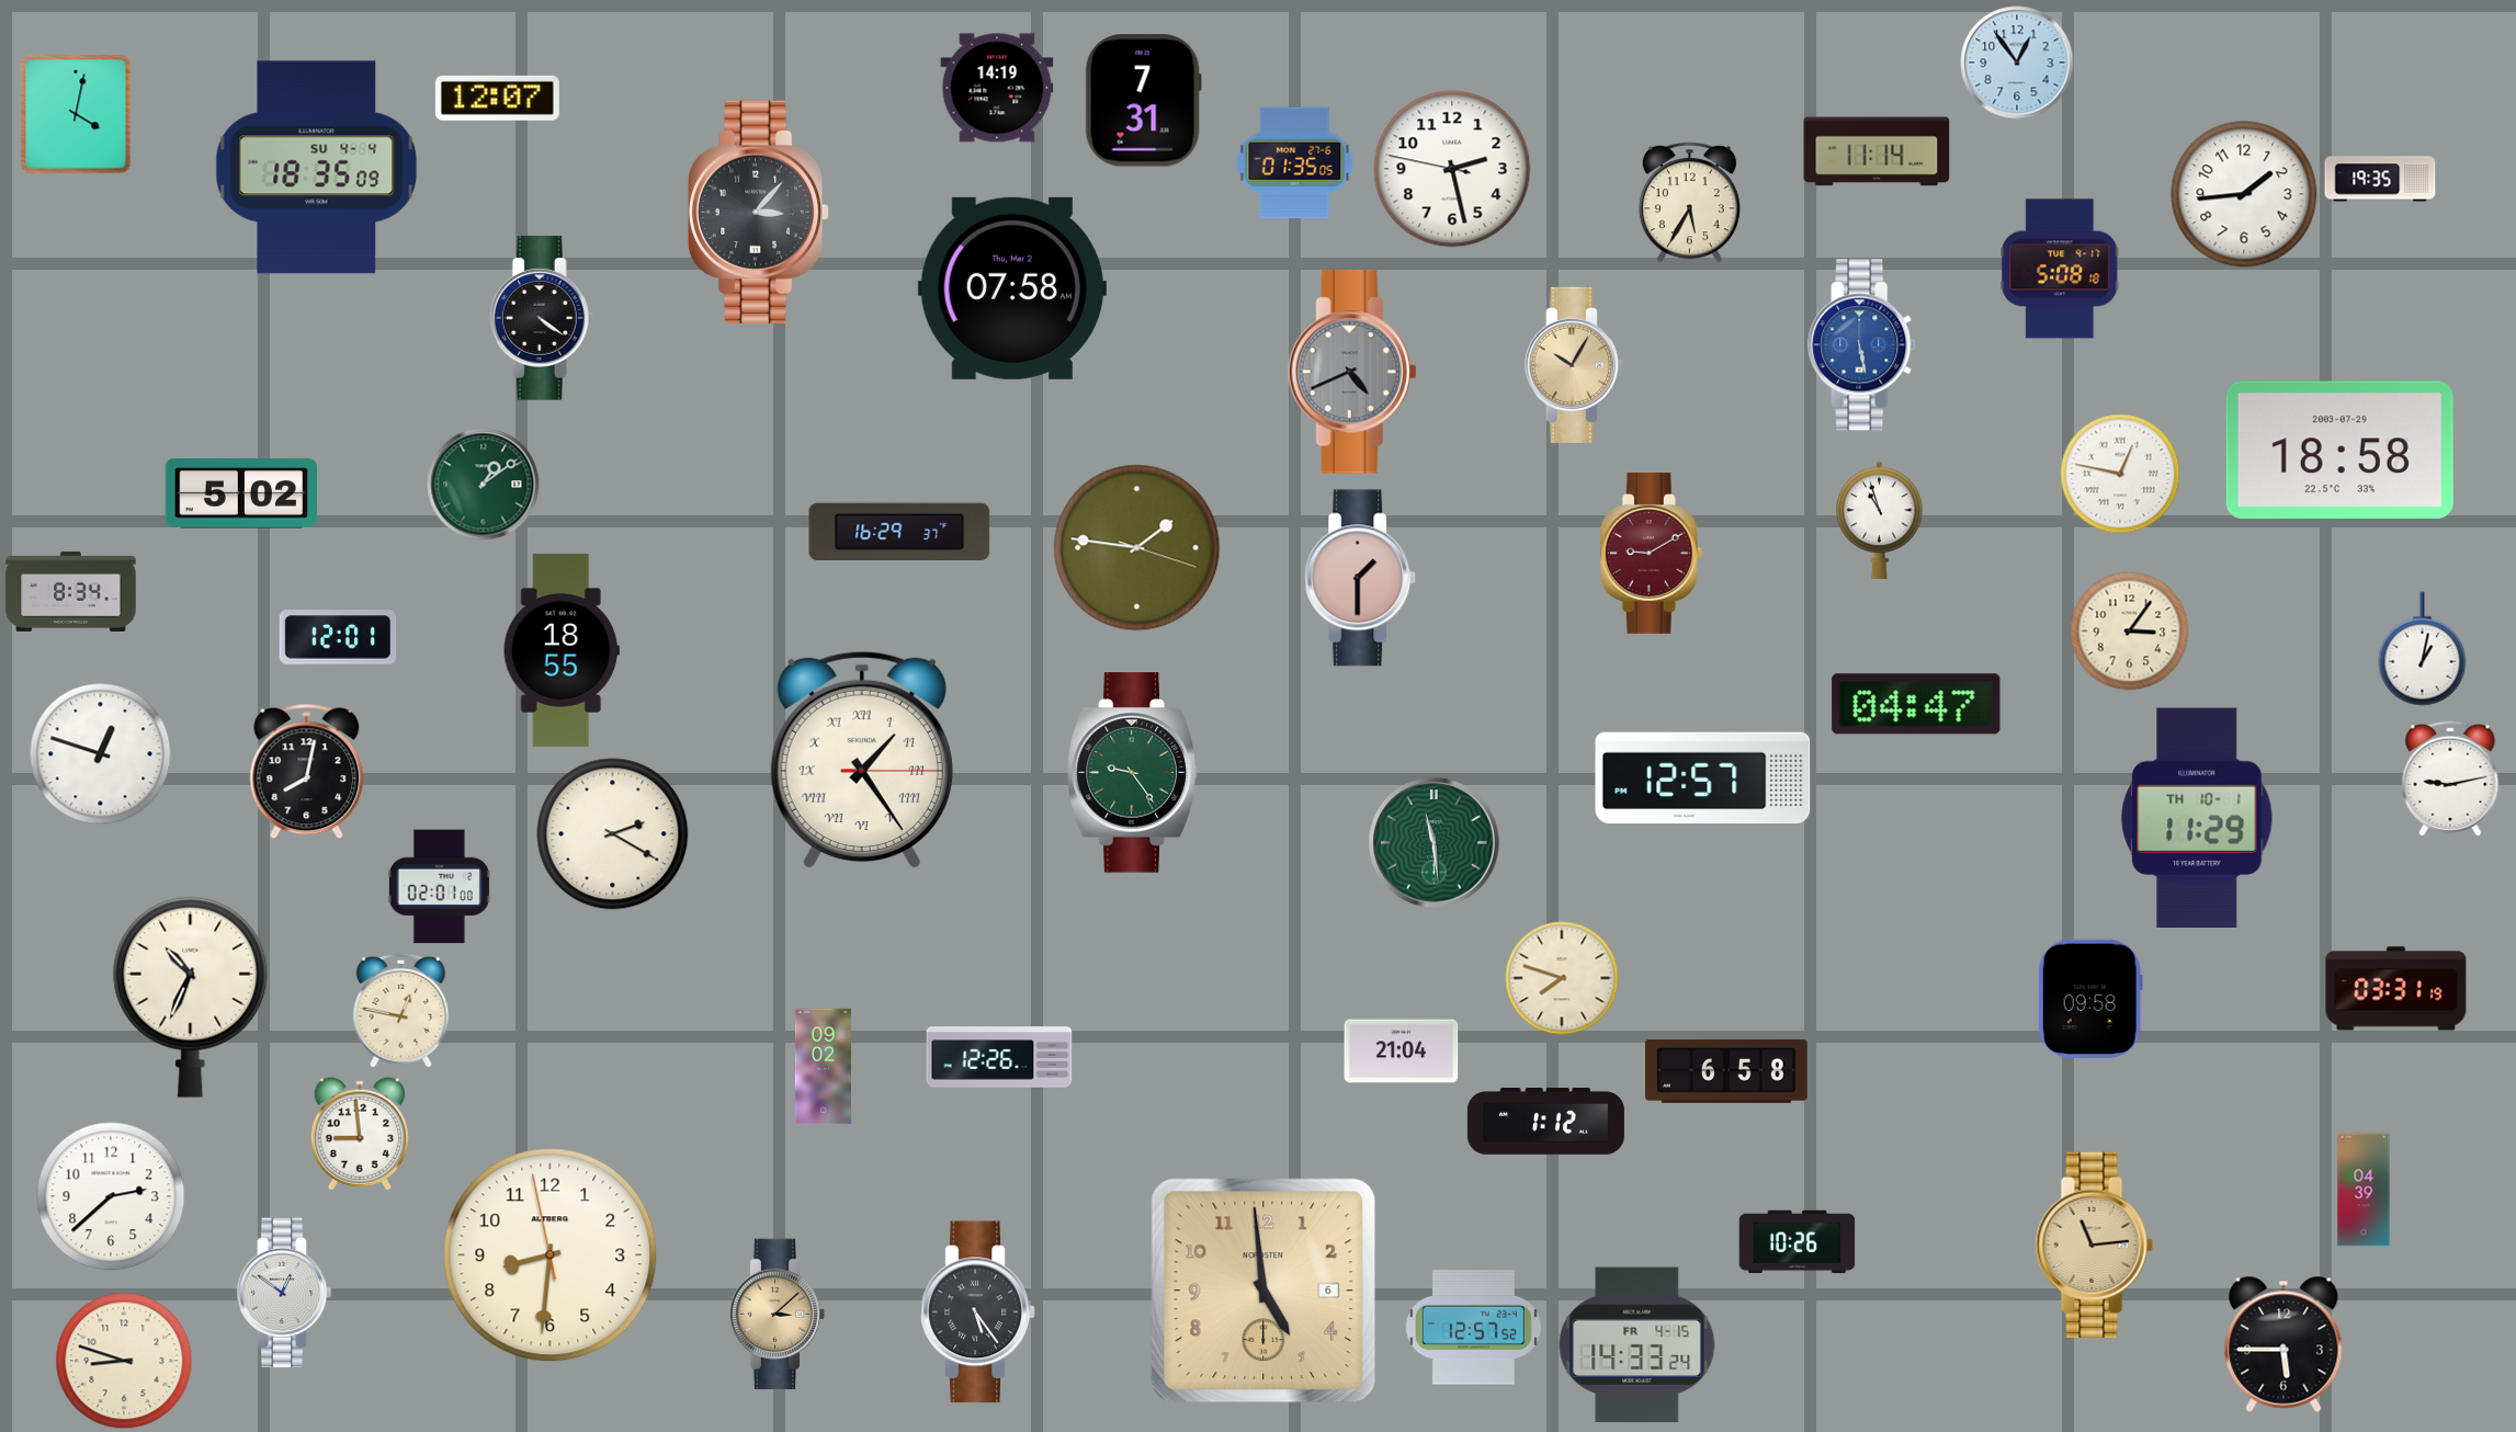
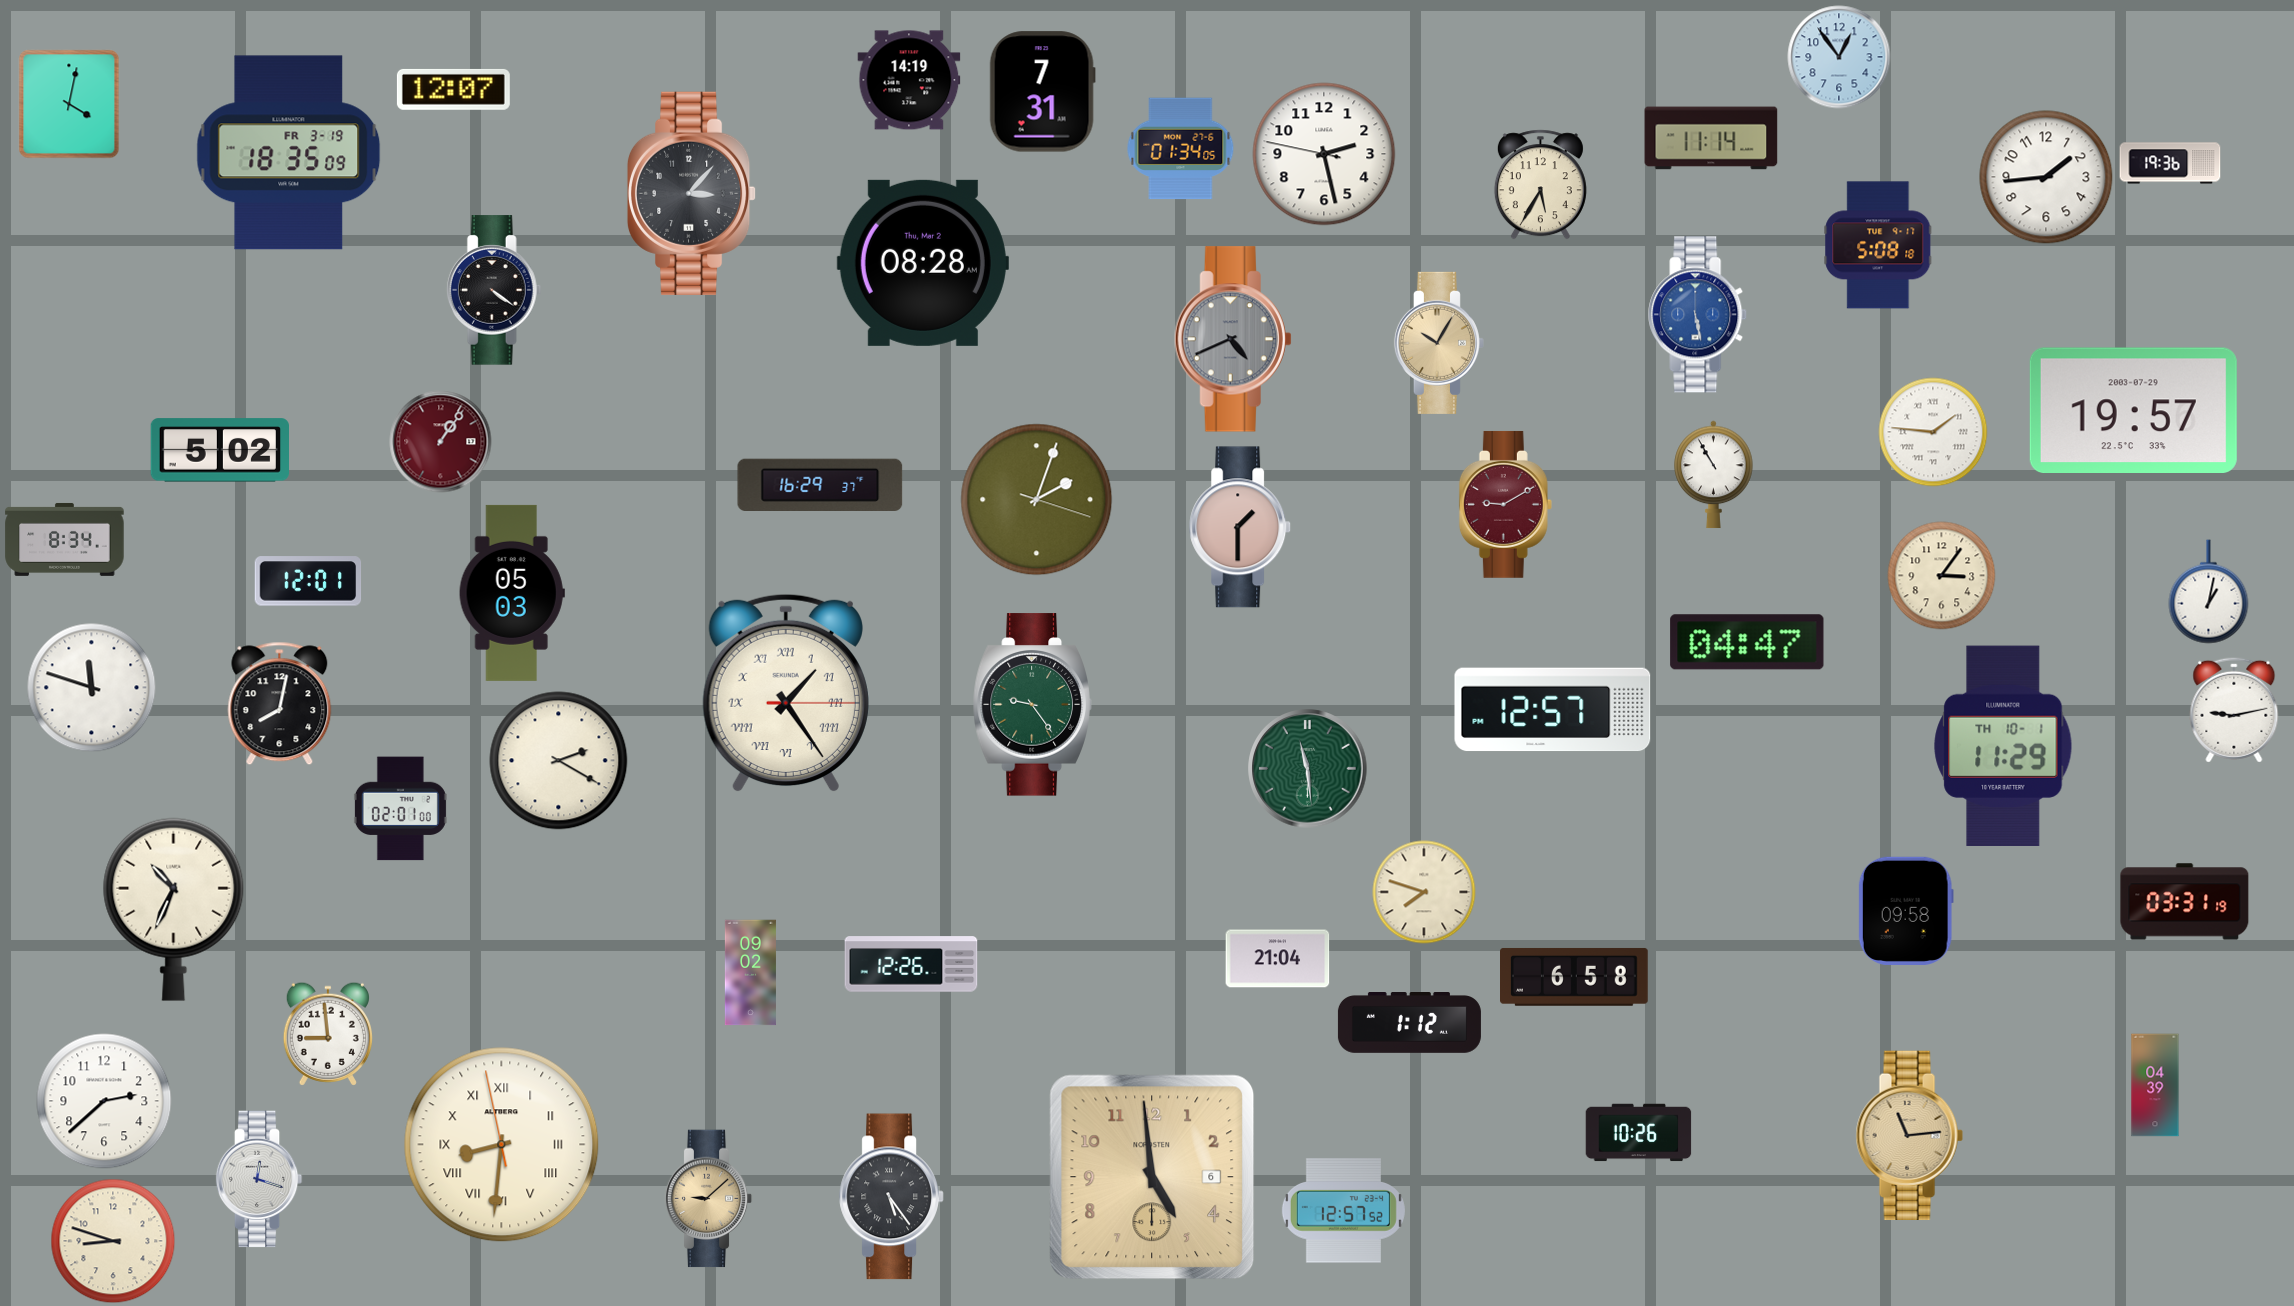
clock at (1295, 163): 01:35 -> 01:34
clock at (317, 168) date: SU 4-4 -> FR 3-19
clock at (2380, 179): 19:35 -> 19:36
clock at (1012, 288): 07:58 -> 08:28
clock at (1574, 365) position: (1574, 365) -> (1439, 343)
clock at (2339, 450): 18:58 -> 19:57
clock at (2120, 474): 12:47 -> 1:46
clock at (484, 485): 1:09 -> 1:06
clock at (484, 485) dial: green -> burgundy
clock at (1880, 521): 10:57 -> 10:55
clock at (1137, 548): 1:46 -> 2:03
clock at (562, 650): 18:55 -> 05:03
clock at (101, 754): 12:48 -> 11:48
clock at (401, 1010): 12:47 -> none
clock at (111, 1196) position: (111, 1196) -> (104, 1101)
clock at (551, 1255) numerals: Arabic -> Roman
clock at (284, 1293): 12:51 -> 12:18
clock at (778, 1315): 3:08 -> 9:08
clock at (2283, 1344): 5:45 -> none
clock at (1637, 1345): 14:33 -> none
